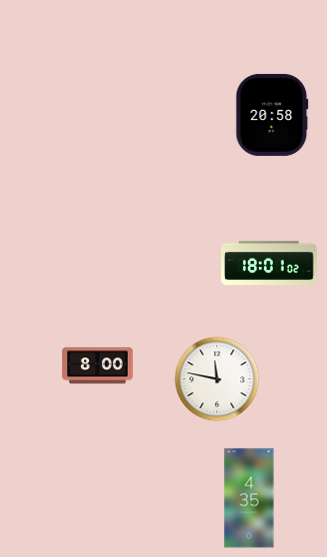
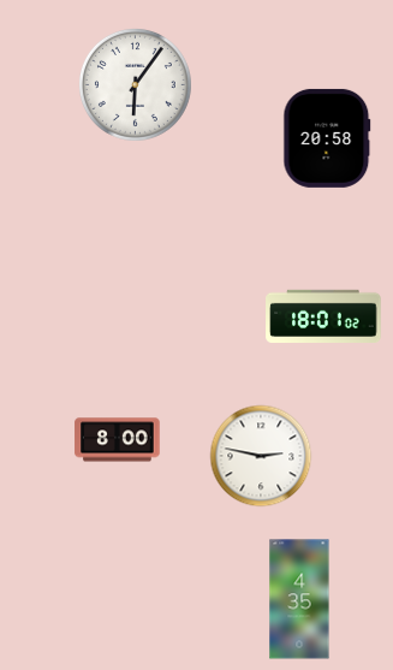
clock at (135, 84): none -> 6:06
clock at (217, 379): 11:47 -> 2:47
